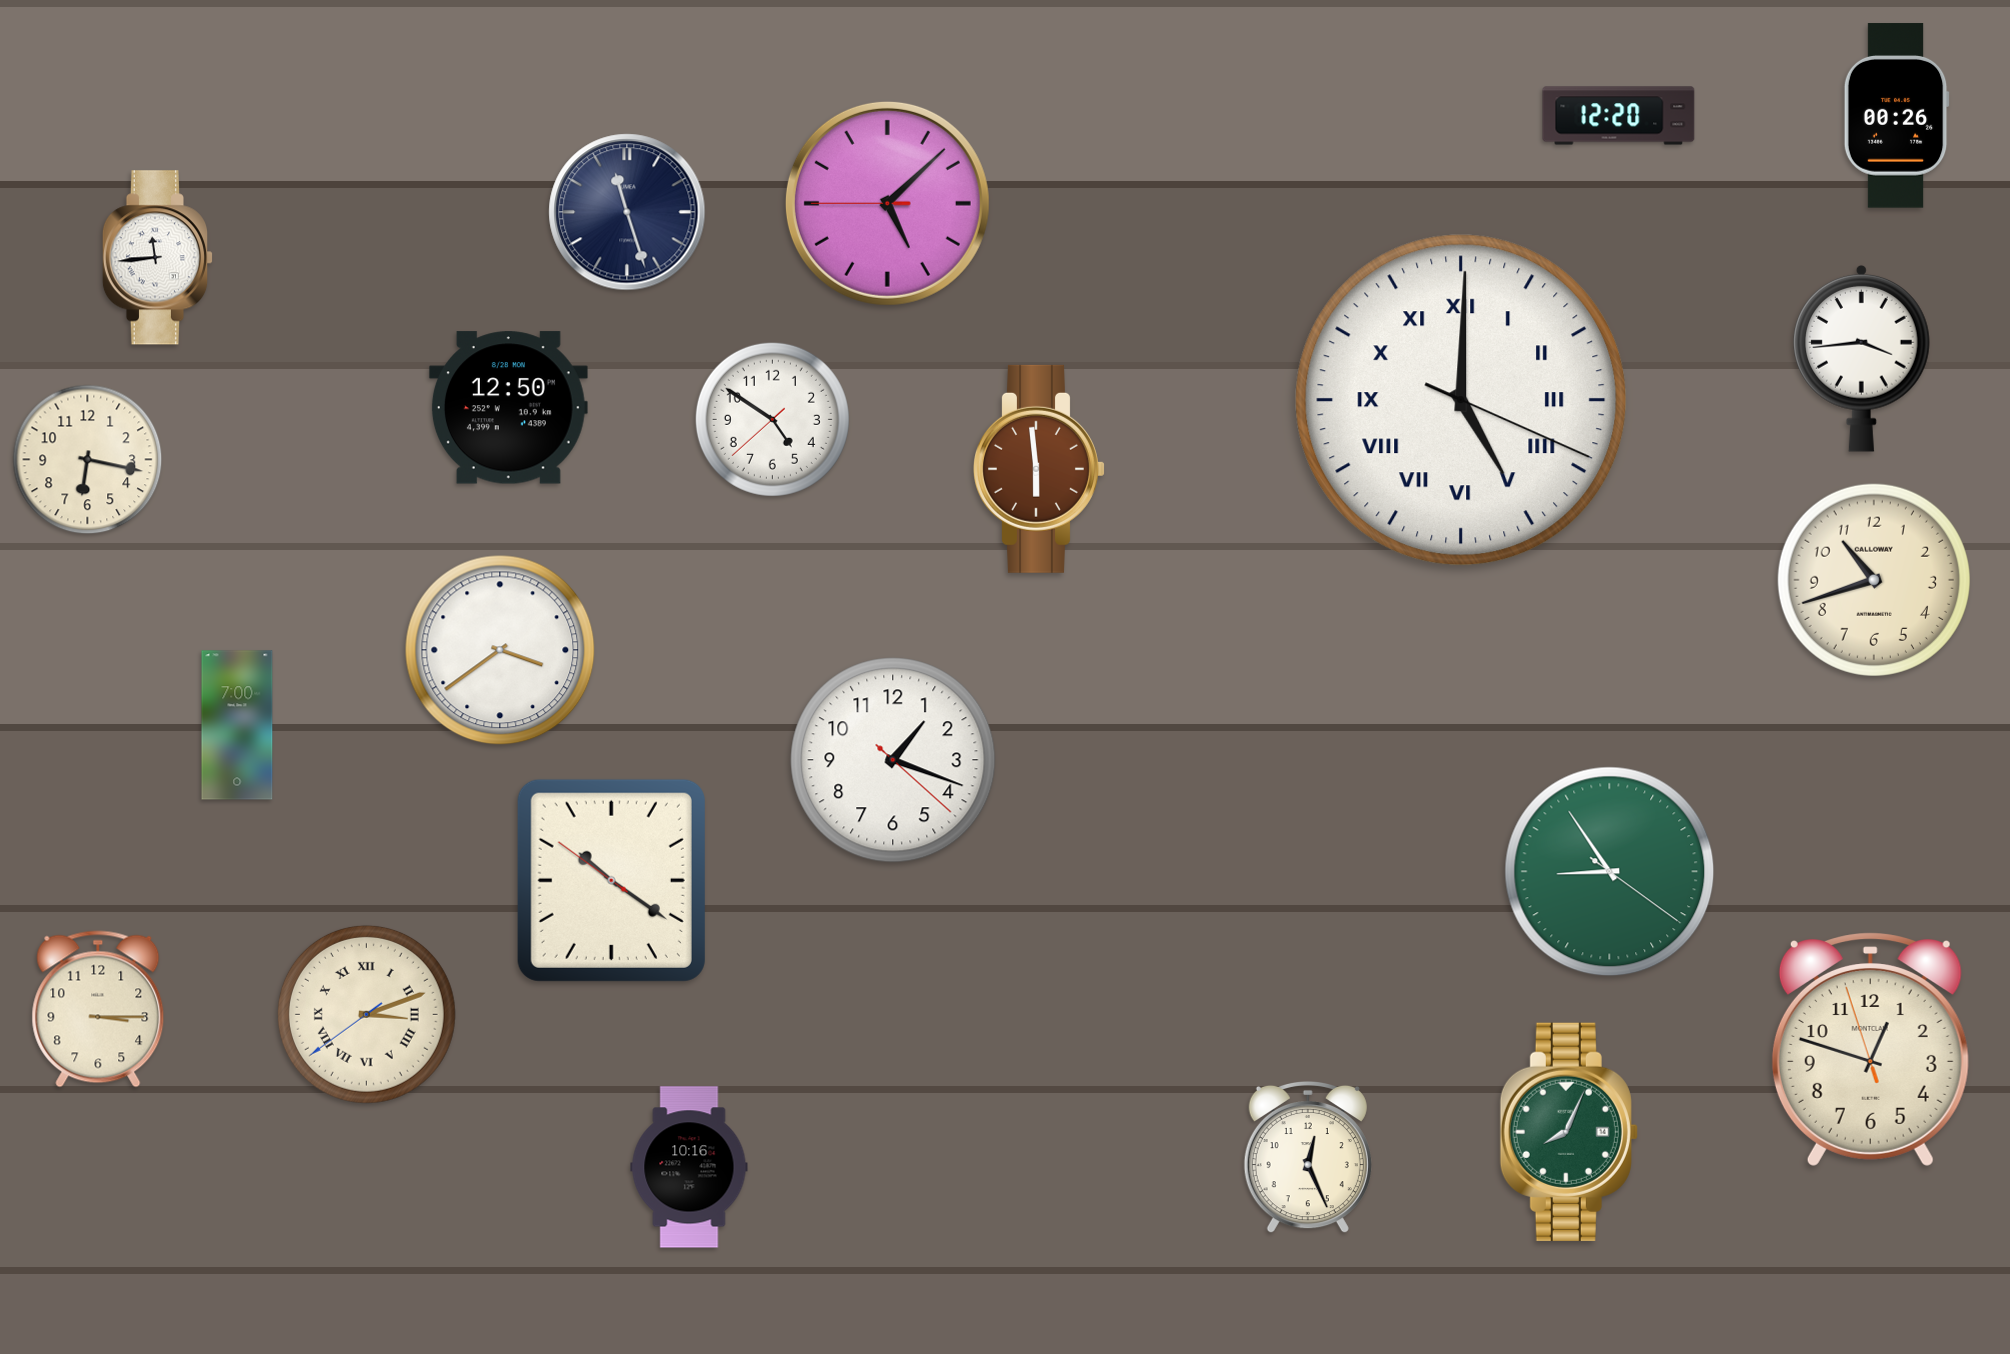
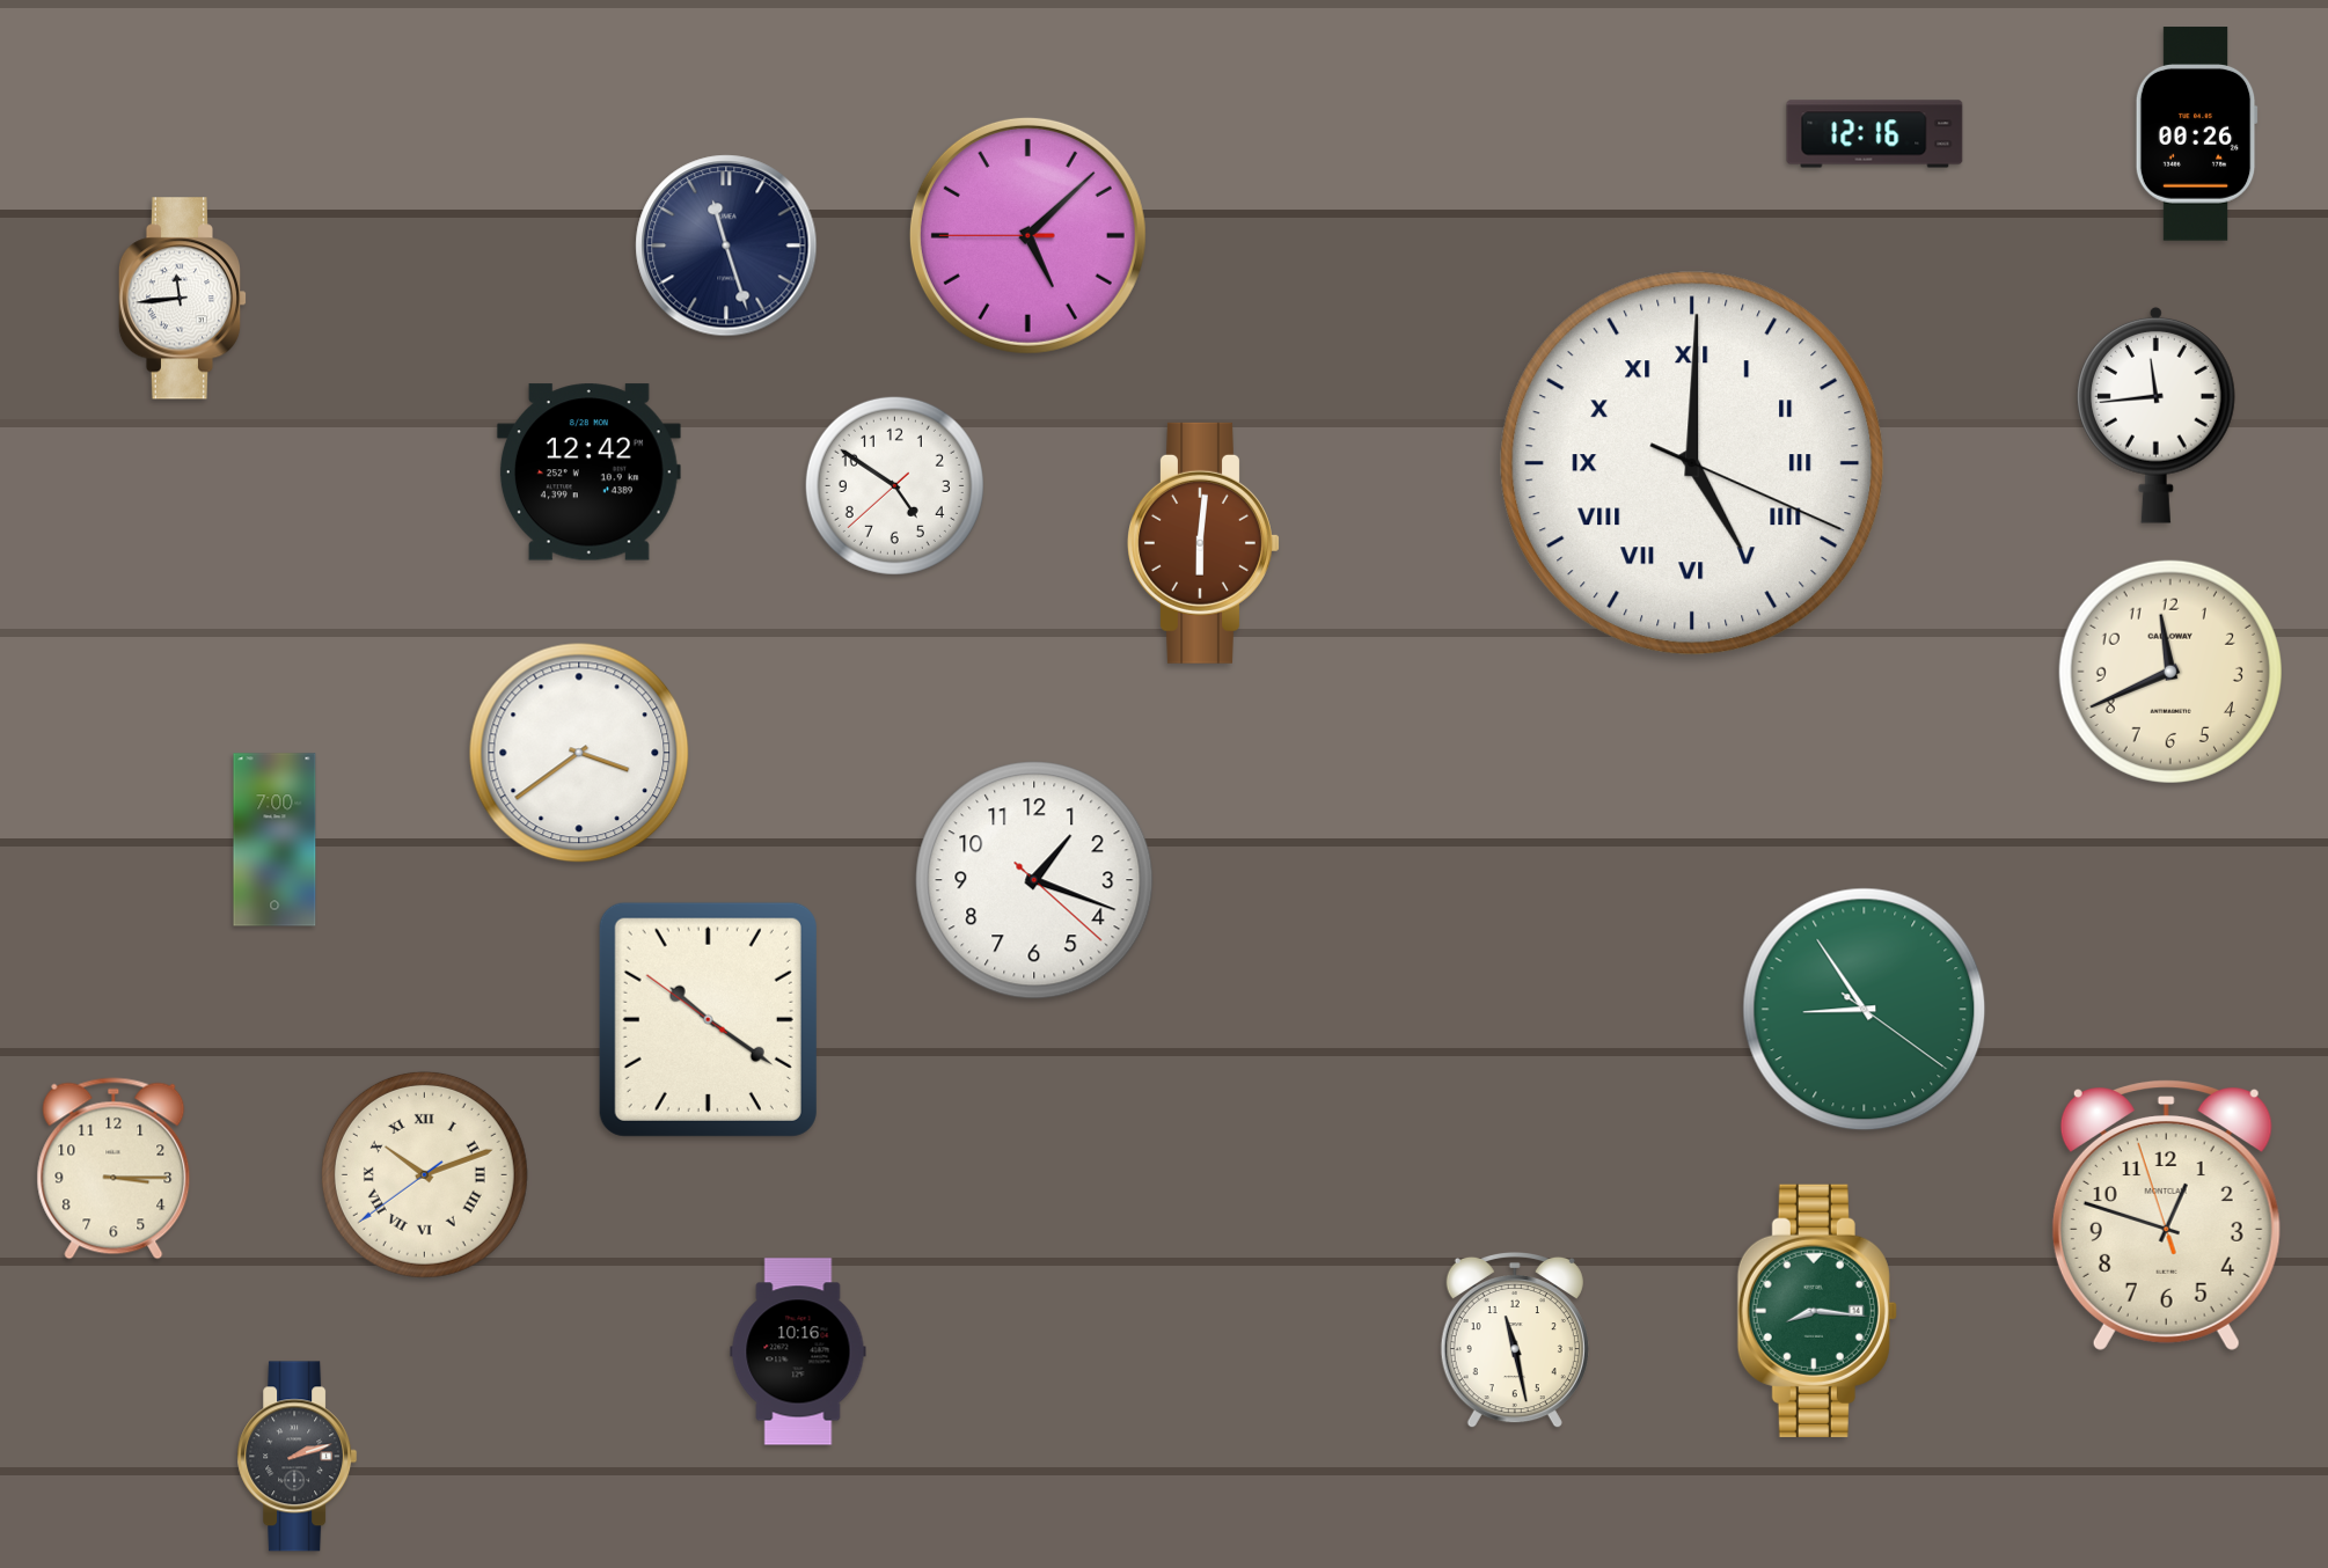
clock at (1619, 116): 12:20 -> 12:16
clock at (1862, 358): 3:44 -> 11:44
clock at (508, 408): 12:50 -> 12:42
clock at (88, 460): 6:17 -> none
clock at (1040, 469): 5:59 -> 6:01
clock at (1874, 580): 10:42 -> 11:41
clock at (366, 1014): 3:11 -> 10:11
clock at (1569, 1132): 8:04 -> 8:16
clock at (1308, 1157): 12:26 -> 11:28
clock at (298, 1457): none -> 2:12
